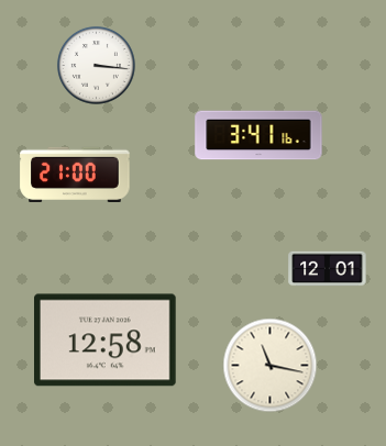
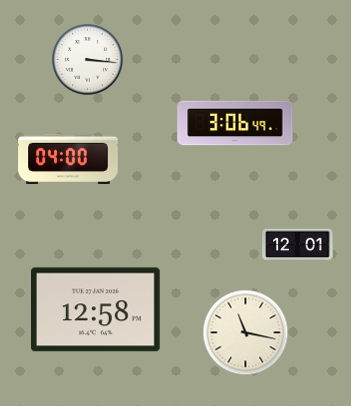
clock at (258, 135): 3:41 -> 3:06
clock at (75, 174): 21:00 -> 04:00
